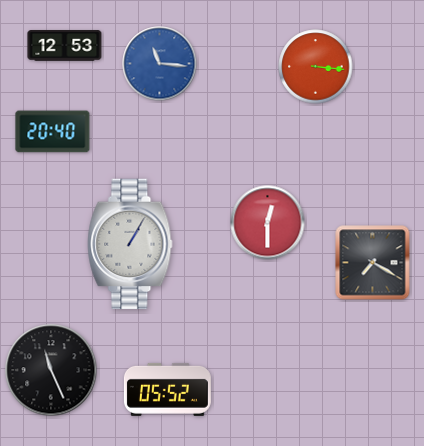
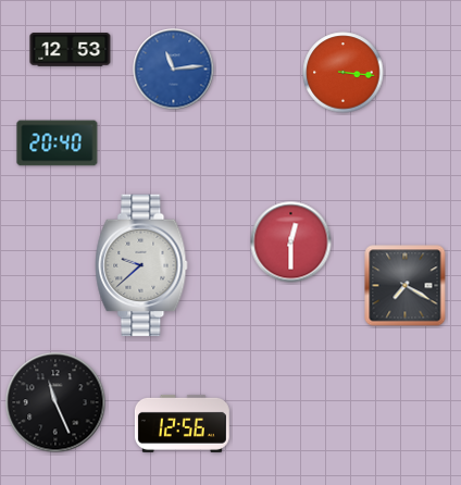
clock at (160, 64): 11:16 -> 11:14
clock at (130, 244): 1:05 -> 9:38
clock at (167, 389): 05:52 -> 12:56
